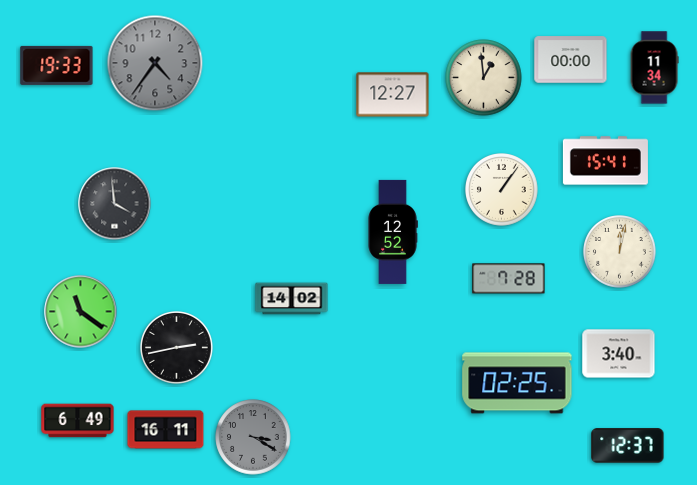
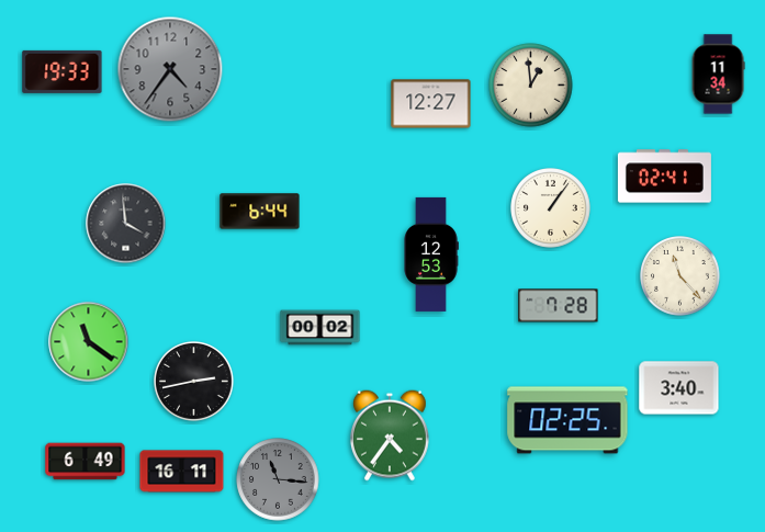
clock at (571, 60): 00:00 -> none
clock at (605, 161): 15:41 -> 02:41
clock at (260, 212): none -> 6:44
clock at (393, 232): 12:52 -> 12:53
clock at (620, 252): 12:02 -> 11:23
clock at (292, 299): 14:02 -> 00:02
clock at (390, 435): none -> 4:36
clock at (253, 437): 3:20 -> 11:16
clock at (628, 446): 12:37 -> none
